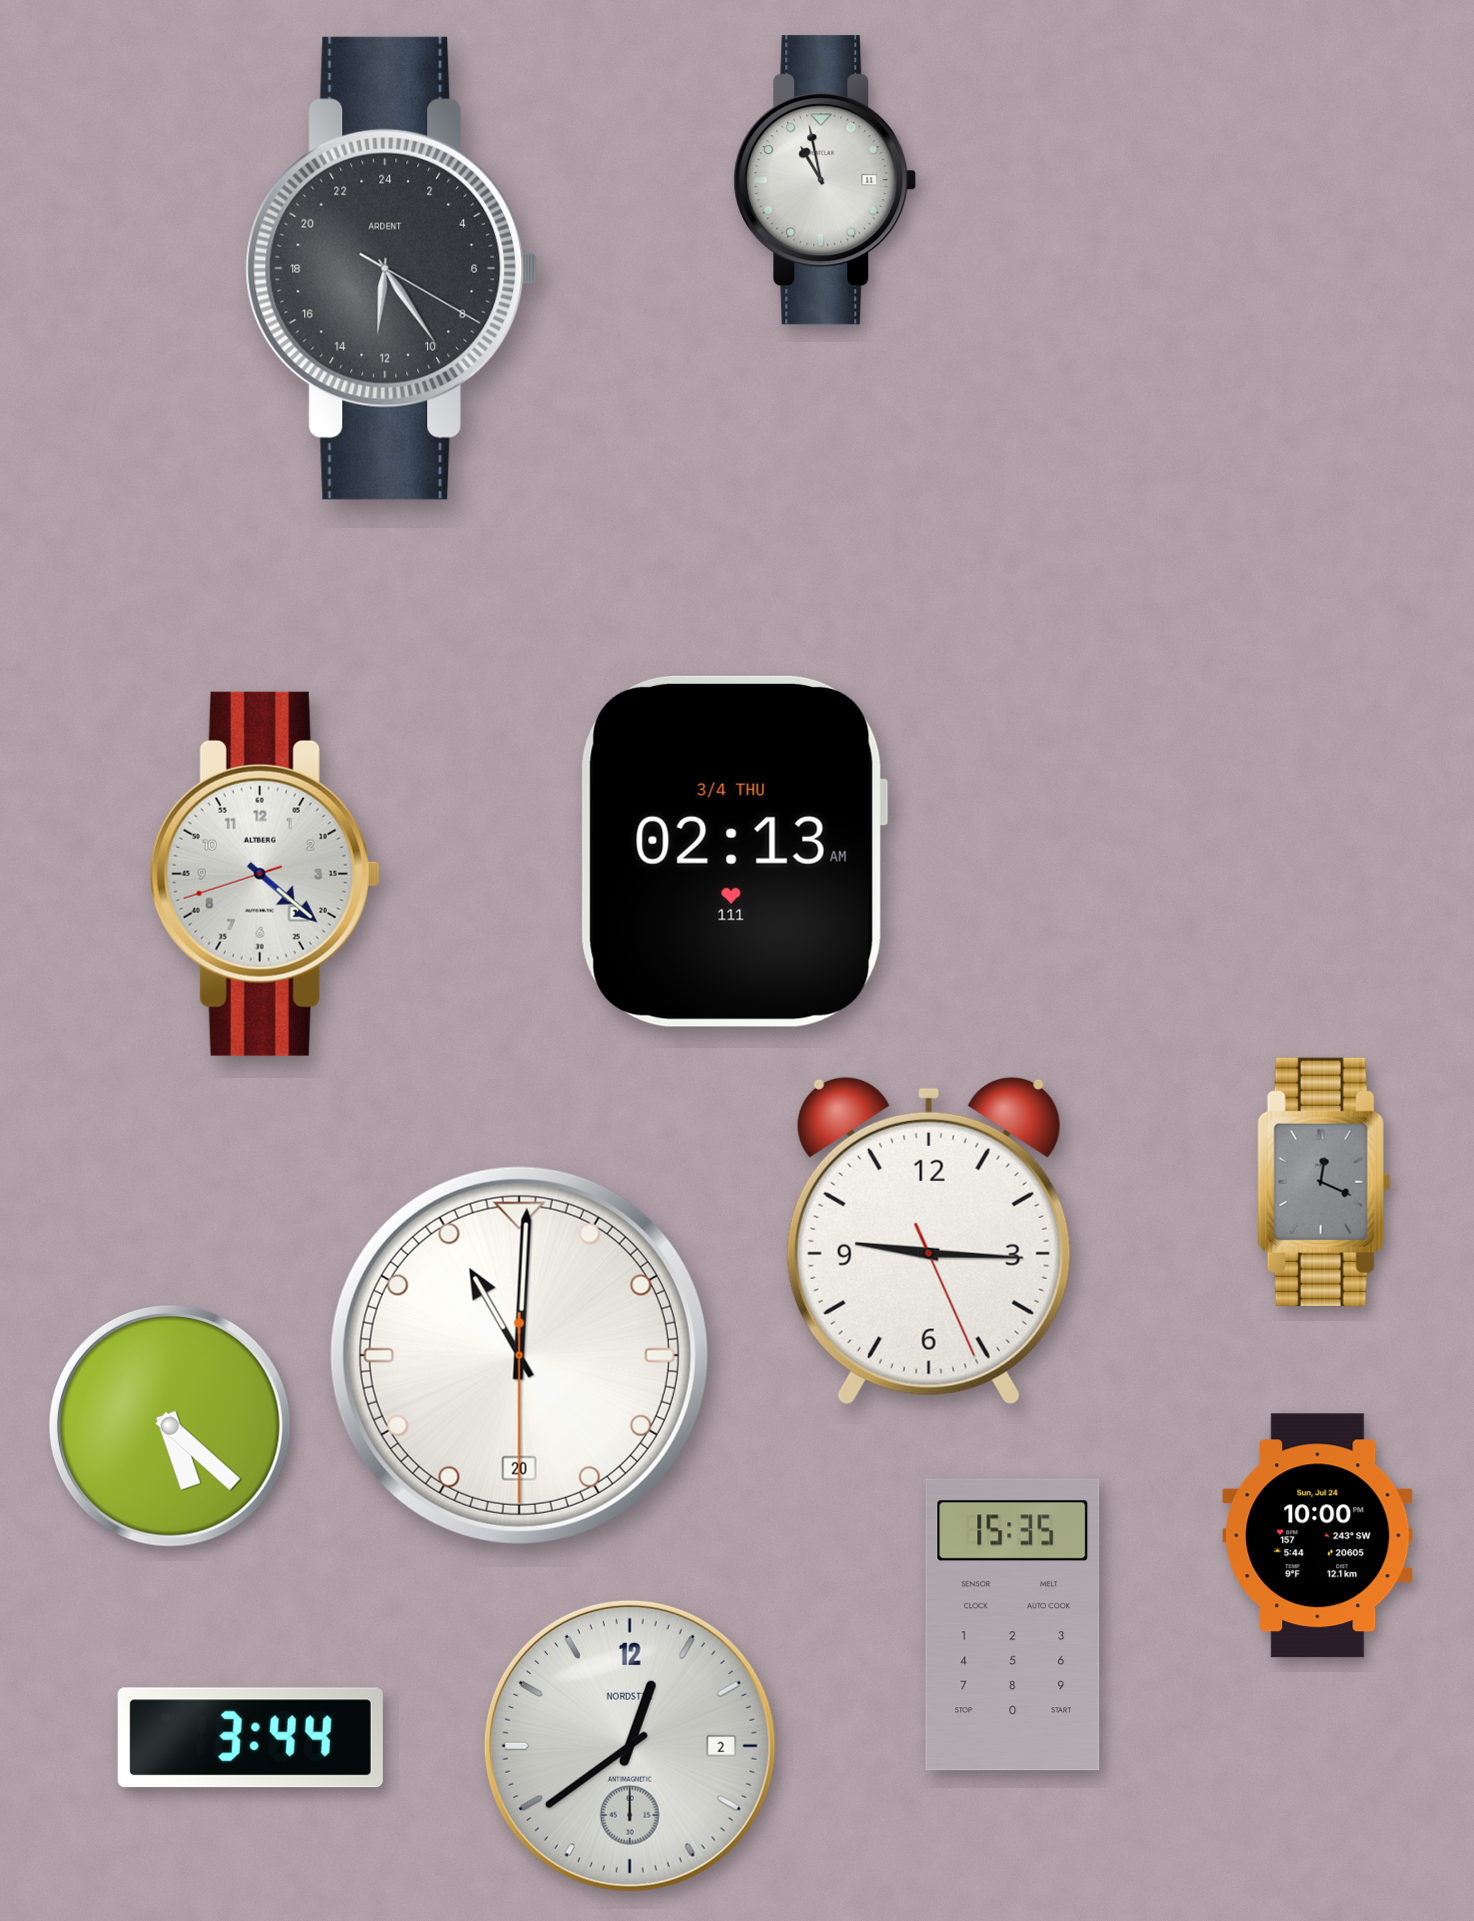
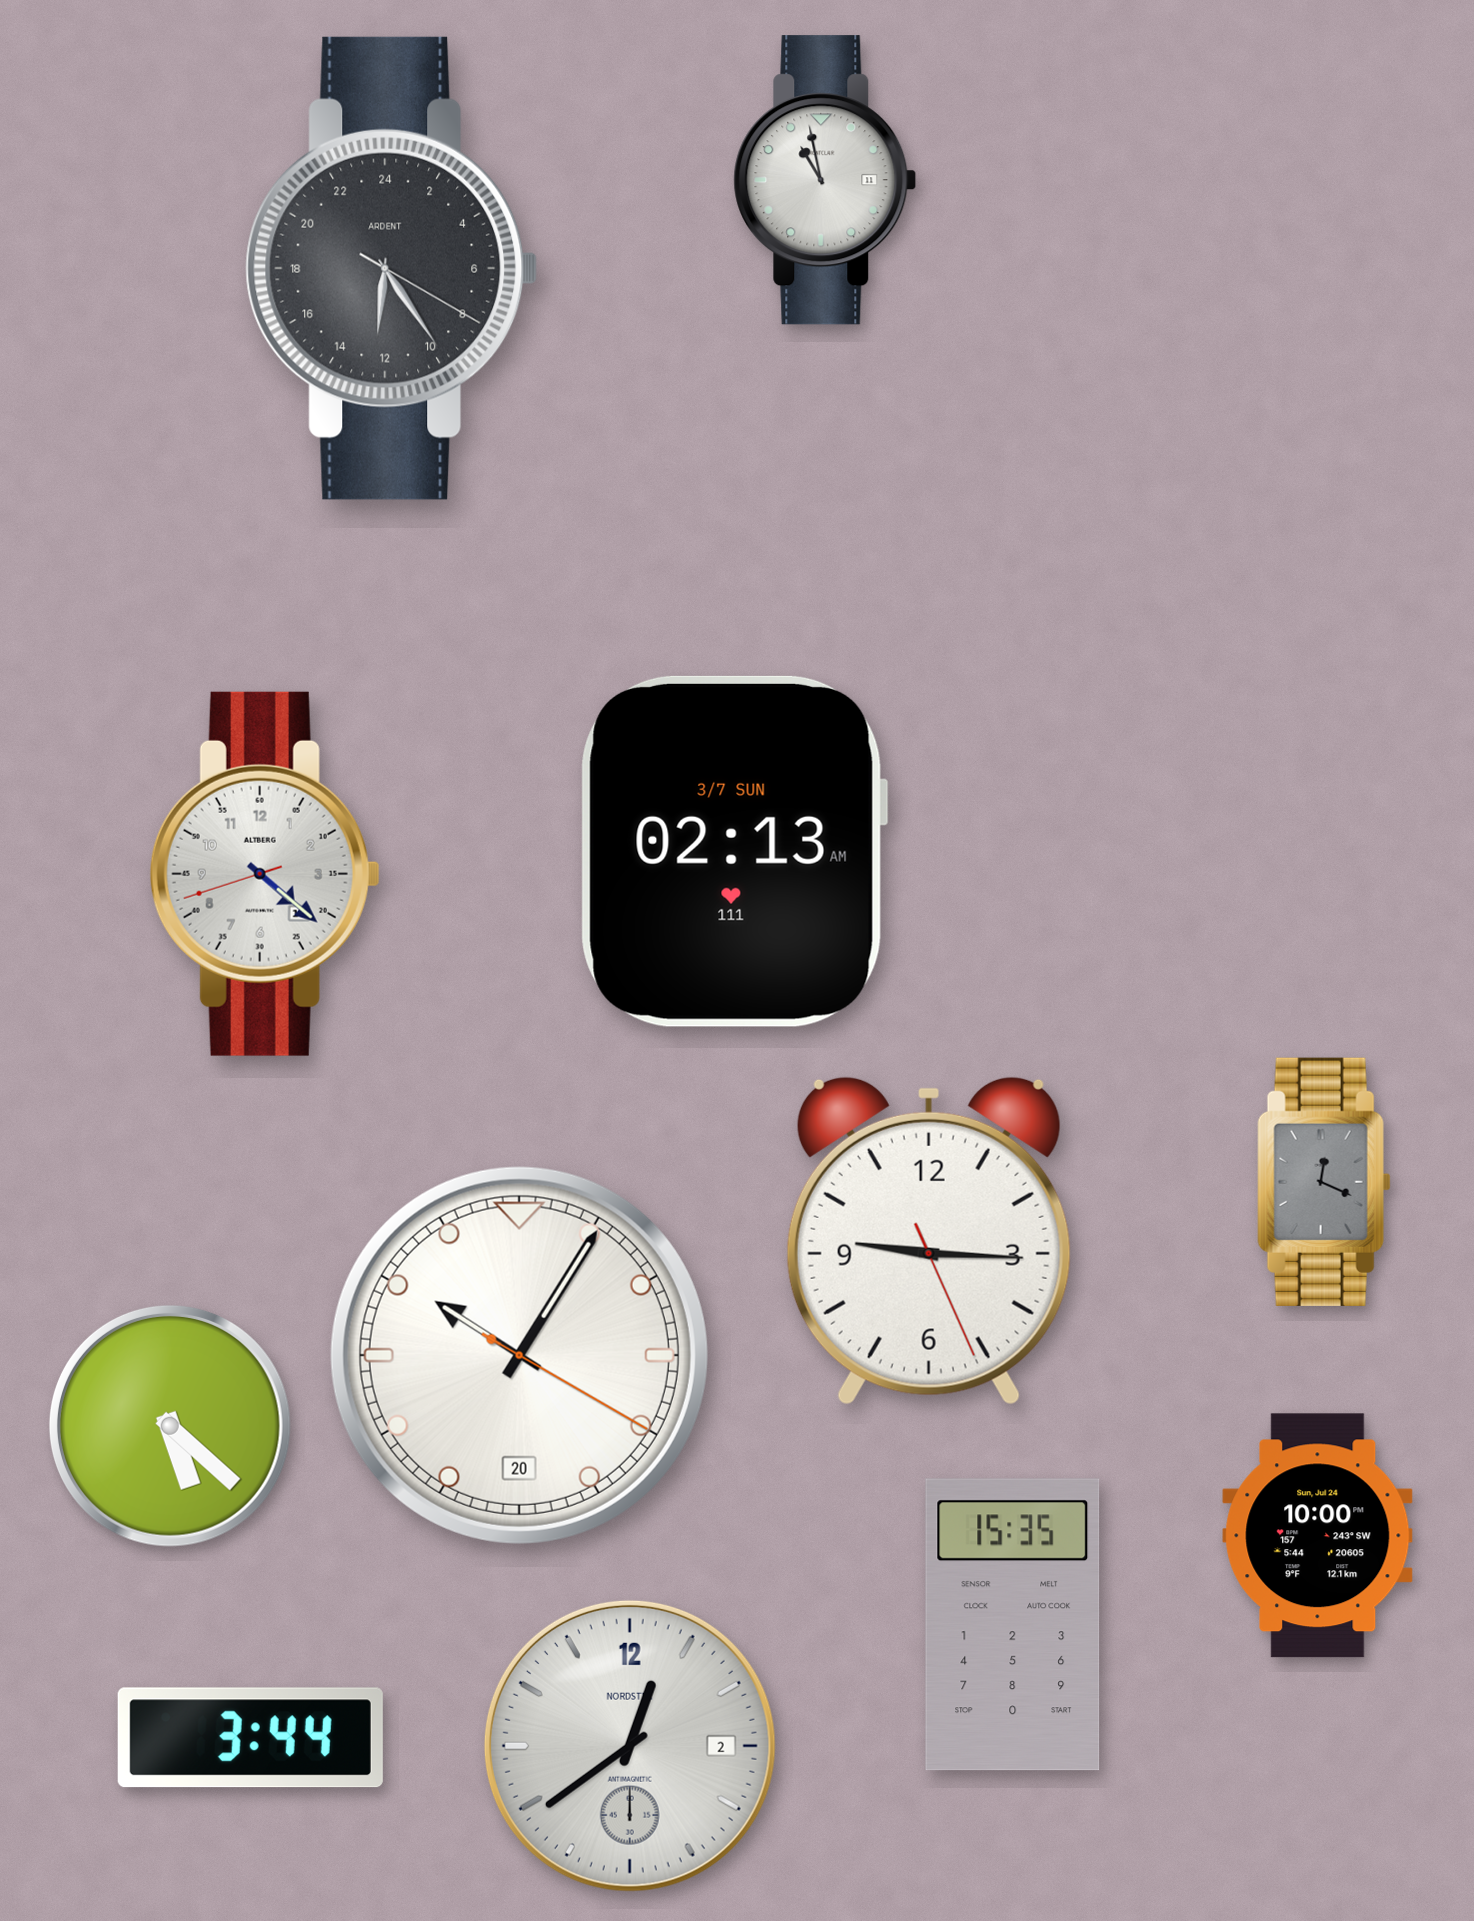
clock at (734, 851) date: 3/4 THU -> 3/7 SUN
clock at (519, 1355): 11:00 -> 10:05
